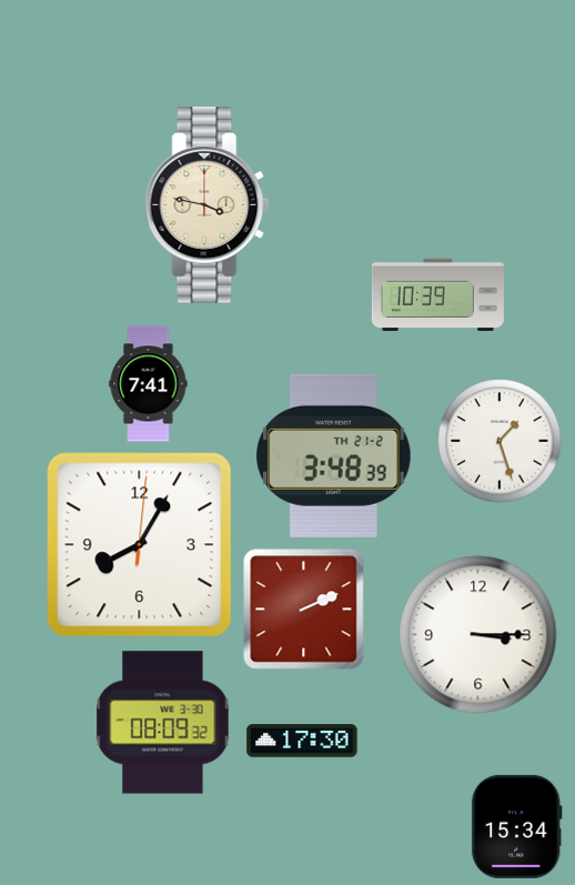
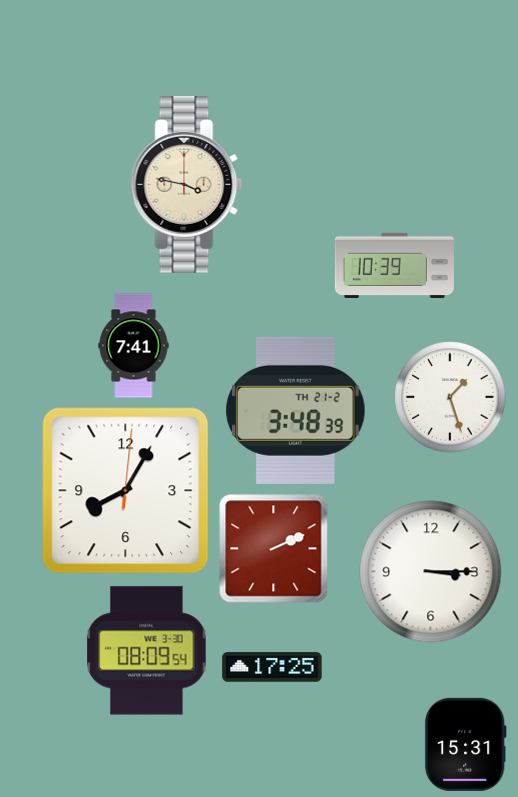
clock at (334, 455) position: (334, 455) -> (296, 410)
clock at (163, 723): 08:09:32 -> 08:09:54
clock at (302, 741): 17:30 -> 17:25
clock at (516, 826): 15:34 -> 15:31
